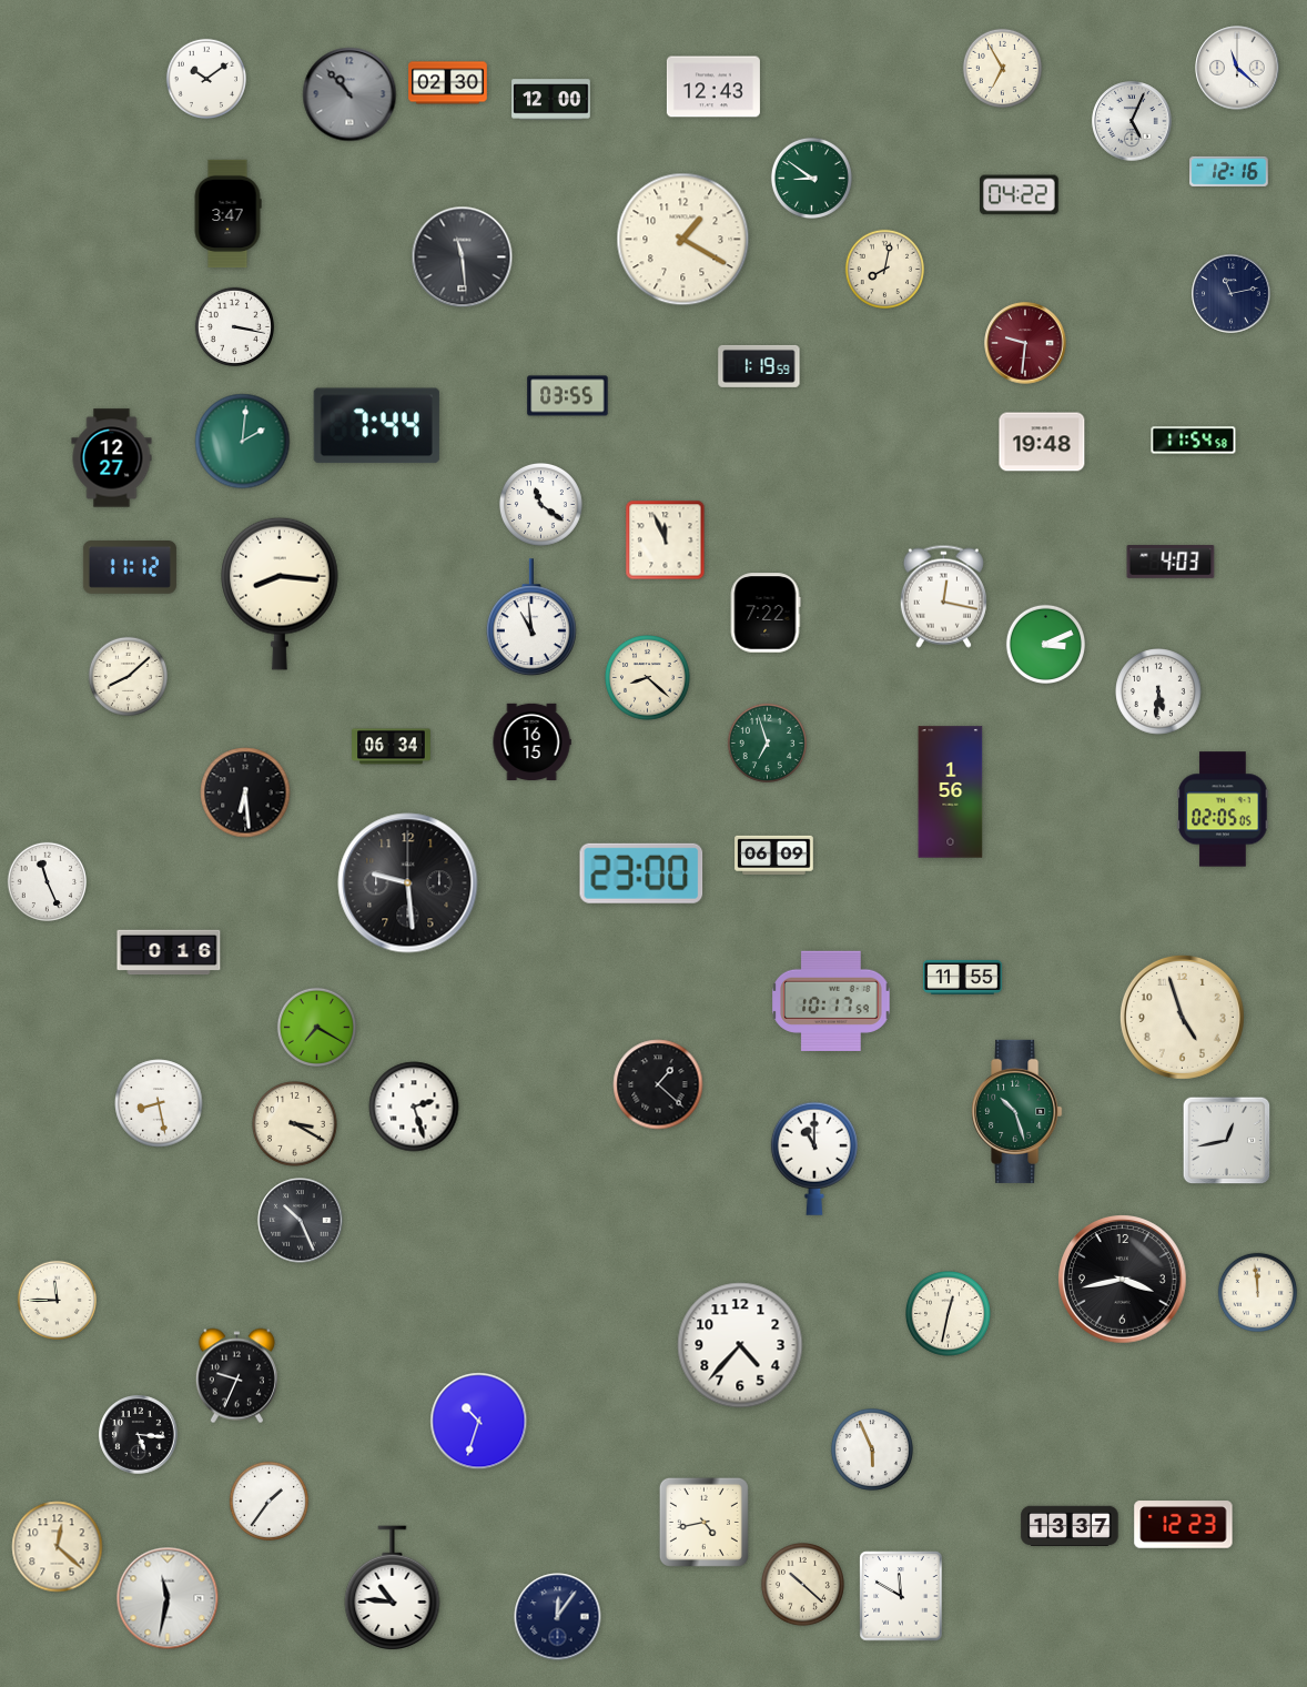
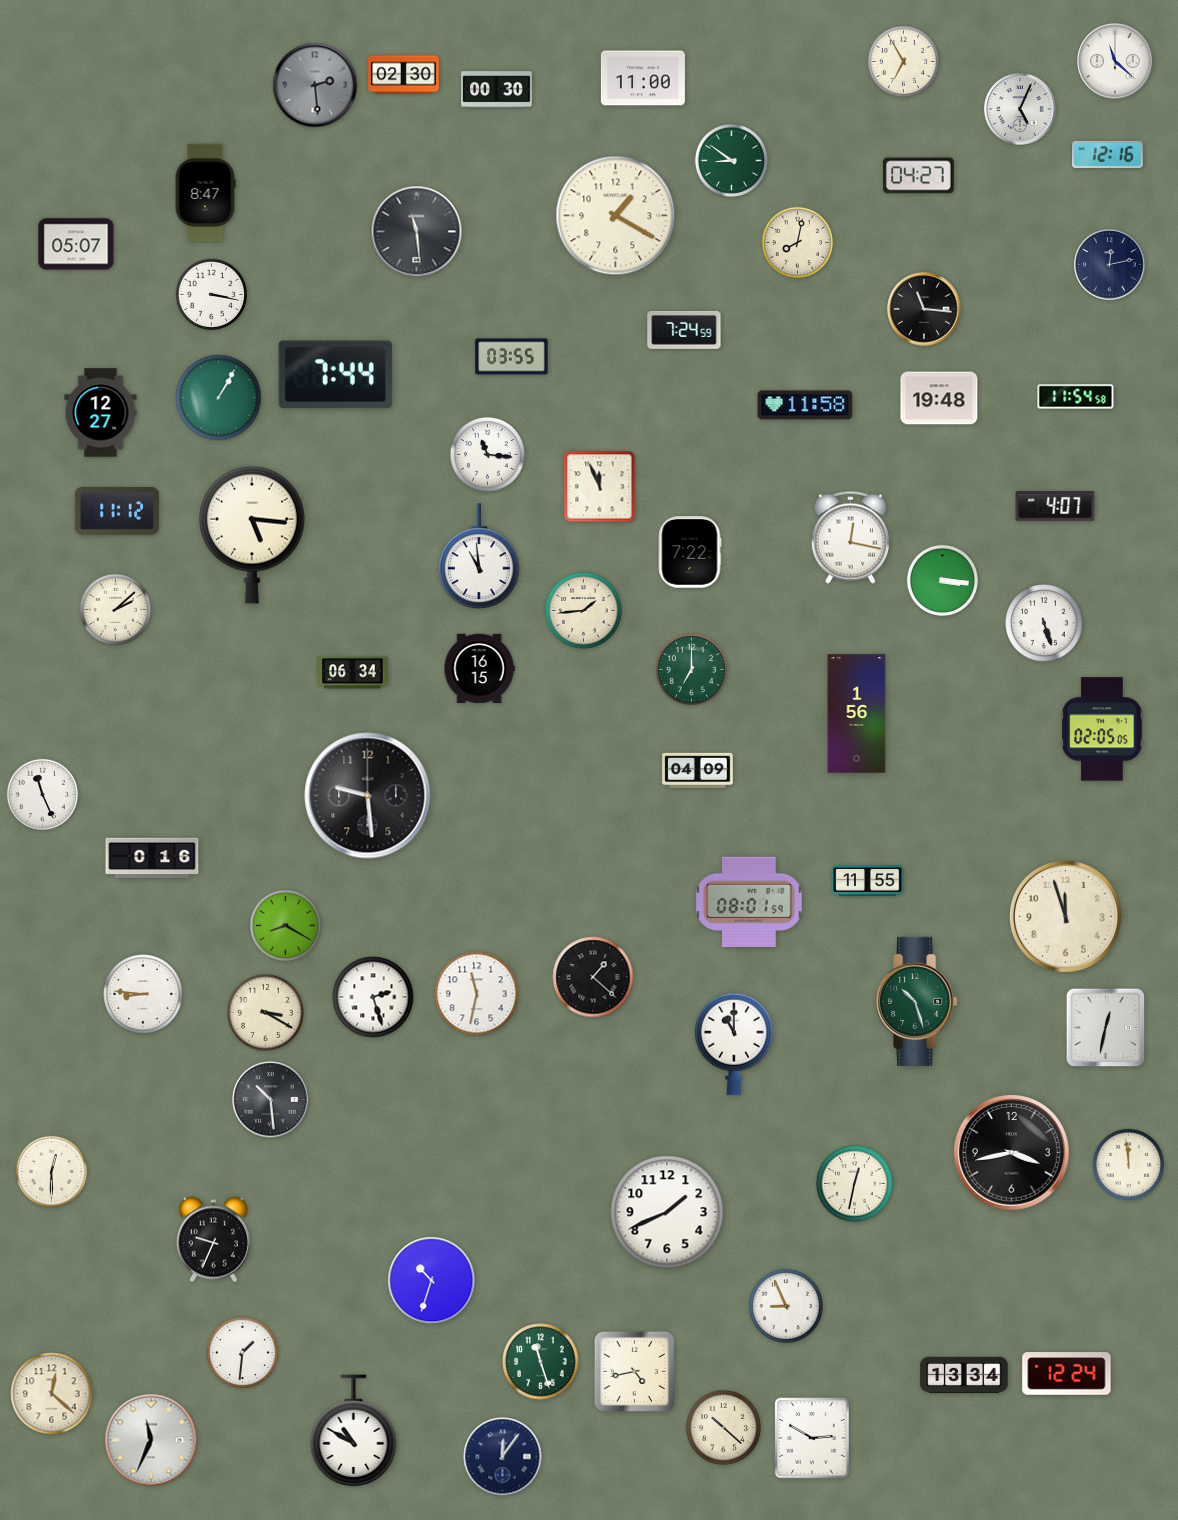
clock at (206, 79): 10:09 -> none
clock at (713, 87): 12:43 -> 11:00
clock at (349, 94): 10:53 -> 2:29
clock at (551, 100): 12:00 -> 00:30
clock at (1020, 195): 04:22 -> 04:27
clock at (227, 214): 3:47 -> 8:47
clock at (76, 244): none -> 05:07
clock at (1232, 294): 11:13 -> 12:13
clock at (1025, 343): 9:31 -> 11:16
clock at (1025, 343) dial: burgundy -> black
clock at (759, 366): 1:19 -> 7:24
clock at (376, 426) position: (376, 426) -> (335, 375)
clock at (243, 442): 2:01 -> 1:05
clock at (805, 405): none -> 11:58
clock at (540, 504): 11:21 -> 11:16
clock at (1171, 562): 4:03 -> 4:07
clock at (281, 594): 8:16 -> 5:16
clock at (1045, 644): 3:11 -> 3:16
clock at (128, 676): 8:08 -> 2:08
clock at (648, 678): 8:22 -> 1:44
clock at (1158, 691): 5:31 -> 5:27
clock at (767, 743): 6:57 -> 7:00
clock at (245, 792): 6:29 -> none
clock at (774, 855): 06:09 -> 04:09
clock at (641, 873): 23:00 -> none
clock at (831, 1000): 10:17 -> 08:01
clock at (1182, 1017): 4:57 -> 11:57
clock at (316, 1027): 7:20 -> 8:20
clock at (159, 1103): 8:28 -> 8:46
clock at (477, 994): none -> 11:32
clock at (1227, 1141): 12:43 -> 12:32
clock at (301, 1221): 10:26 -> 10:29
clock at (1257, 1292) position: (1257, 1292) -> (1128, 1164)
clock at (57, 1300): 11:45 -> 12:30
clock at (740, 1345): 4:37 -> 1:41
clock at (139, 1435): 5:16 -> none
clock at (872, 1449): 5:56 -> 8:56
clock at (269, 1501): 1:36 -> 1:31
clock at (541, 1362): none -> 11:27
clock at (1184, 1525): 12:23 -> 12:24
clock at (1070, 1526): 13:37 -> 13:34
clock at (393, 1588): 10:46 -> 10:50
clock at (901, 1596): 11:50 -> 2:50
clock at (168, 1598): 11:32 -> 11:34
